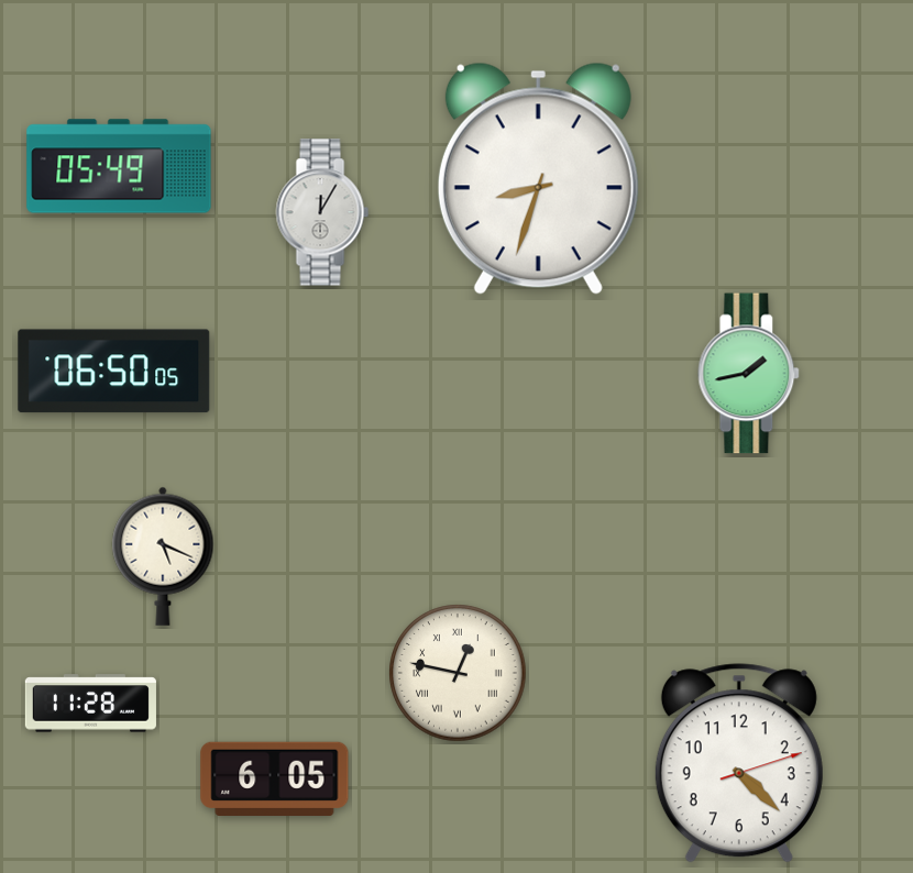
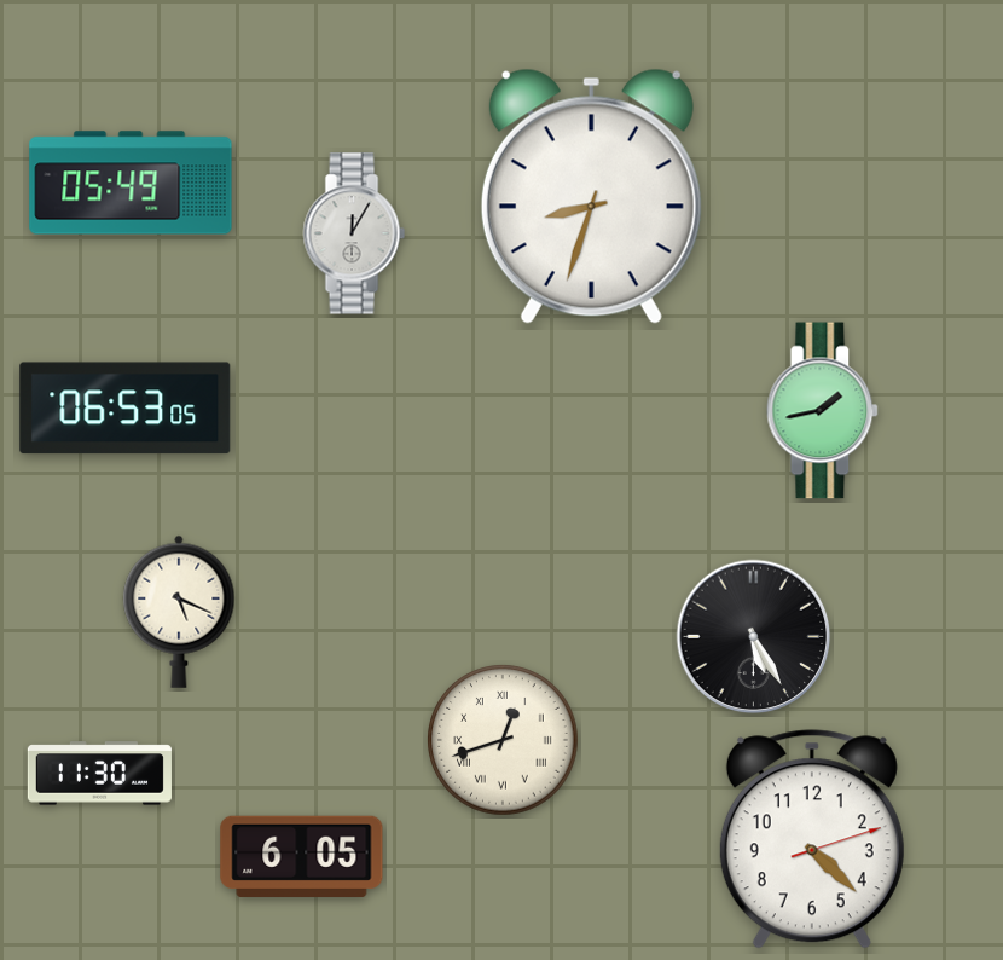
clock at (114, 372): 06:50 -> 06:53
clock at (754, 637): none -> 5:25
clock at (458, 673): 12:47 -> 12:42
clock at (90, 704): 11:28 -> 11:30
